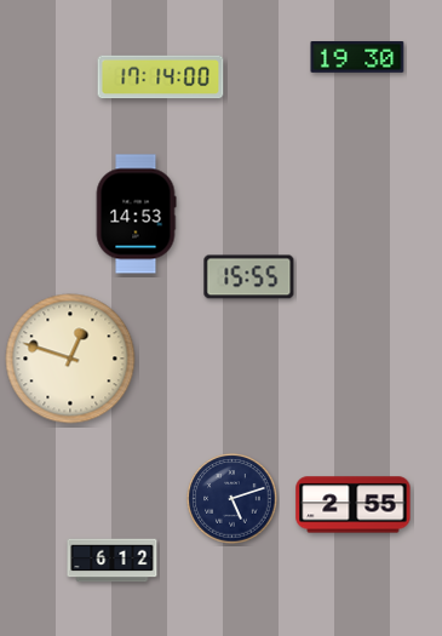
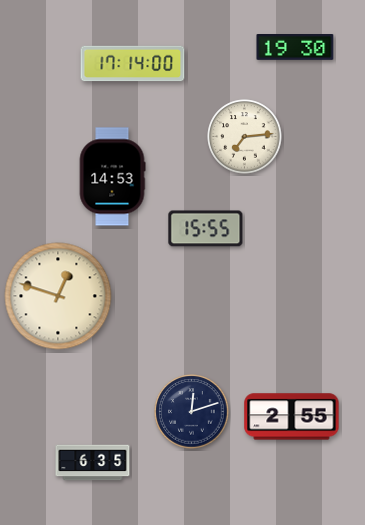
clock at (245, 137): none -> 7:14
clock at (233, 499): 5:12 -> 12:12
clock at (113, 561): 6:12 -> 6:35
